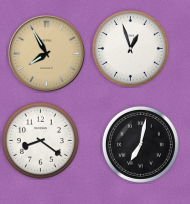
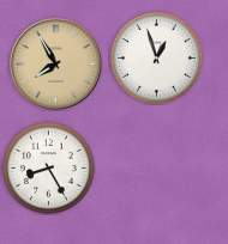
clock at (40, 140): 8:21 -> 8:25
clock at (140, 144): 7:02 -> none
